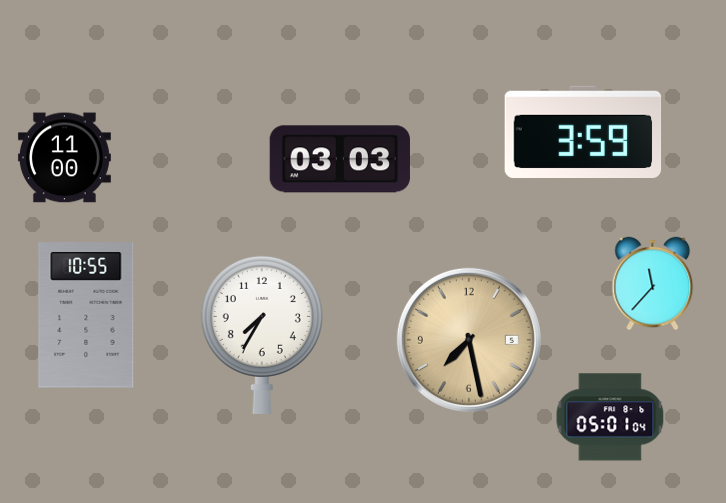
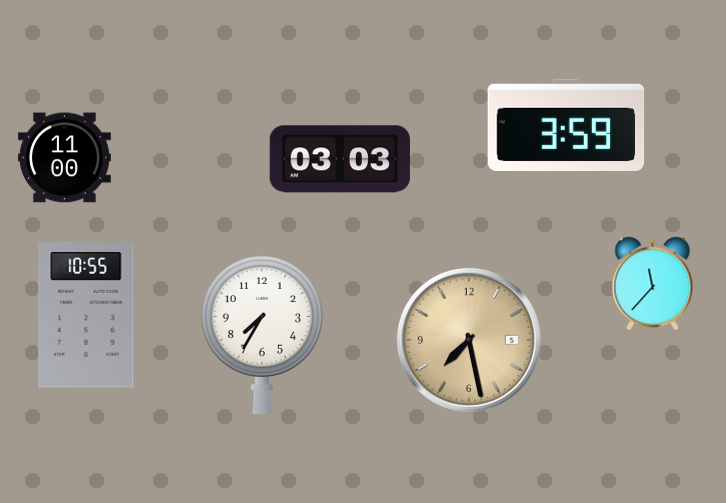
clock at (583, 131) position: (583, 131) -> (566, 124)
clock at (610, 417): 05:01 -> none
